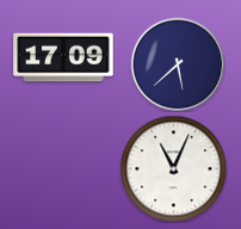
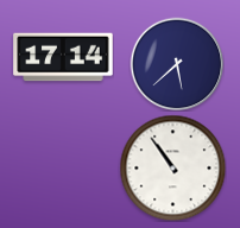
clock at (63, 57): 17:09 -> 17:14
clock at (173, 168): 11:04 -> 10:54
